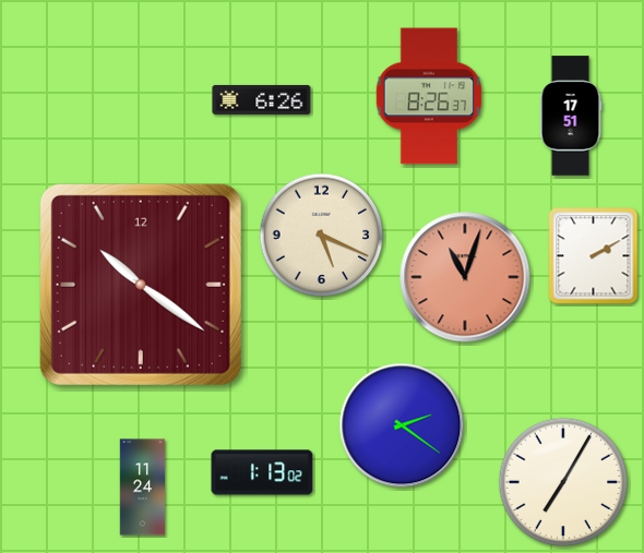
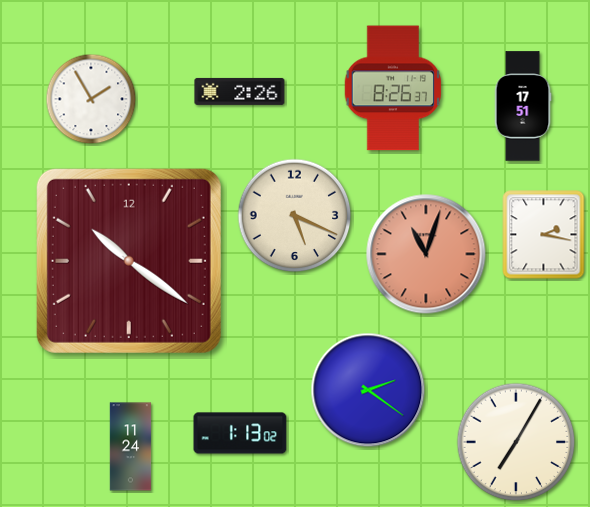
clock at (262, 99): 6:26 -> 2:26
clock at (91, 99): none -> 1:55
clock at (594, 256): 2:10 -> 2:17
